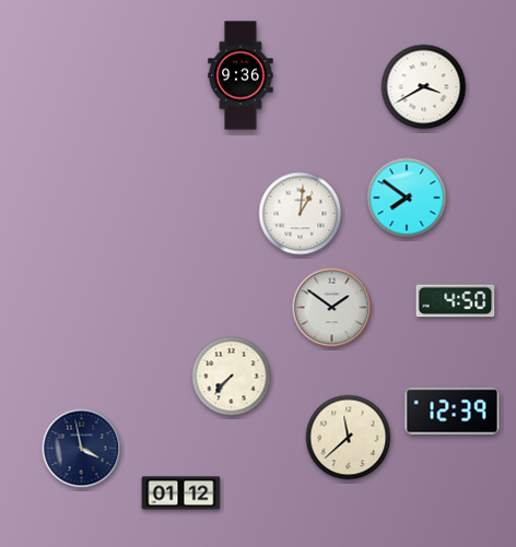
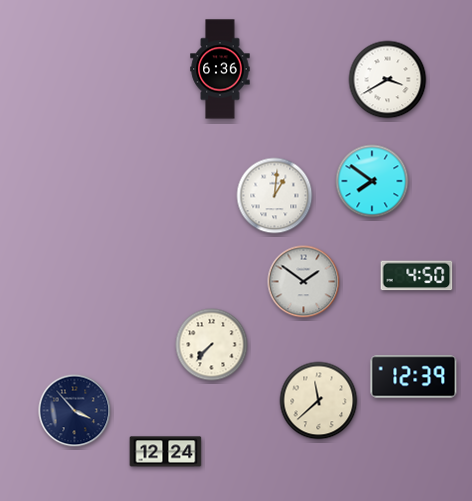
clock at (241, 75): 9:36 -> 6:36
clock at (82, 449): 3:58 -> 3:53
clock at (181, 494): 01:12 -> 12:24
